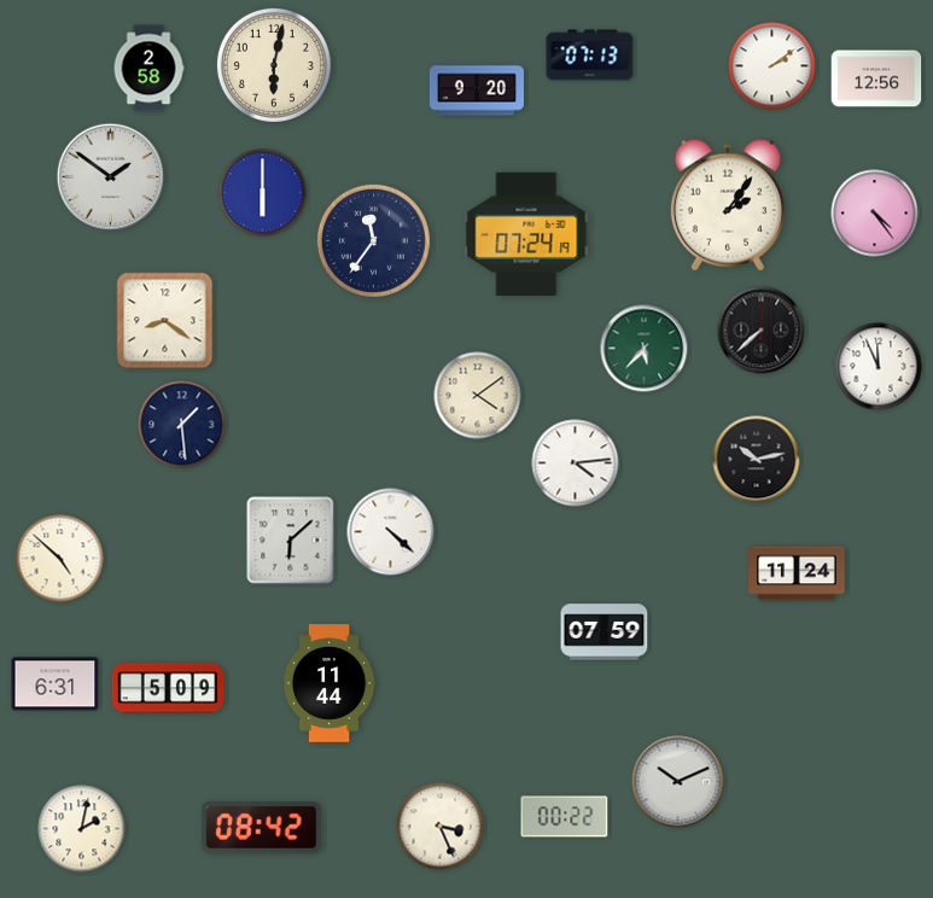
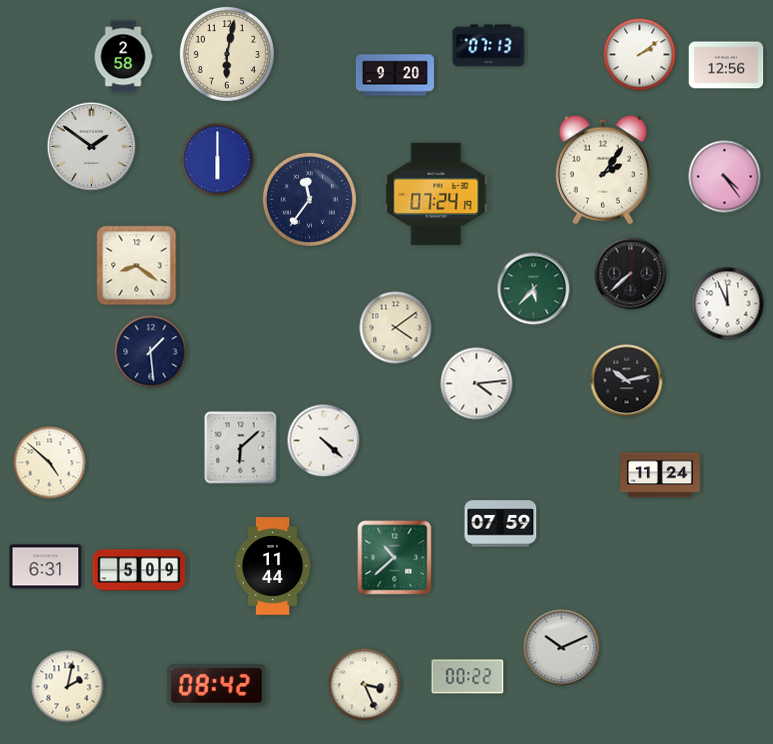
clock at (395, 558): none -> 10:38
